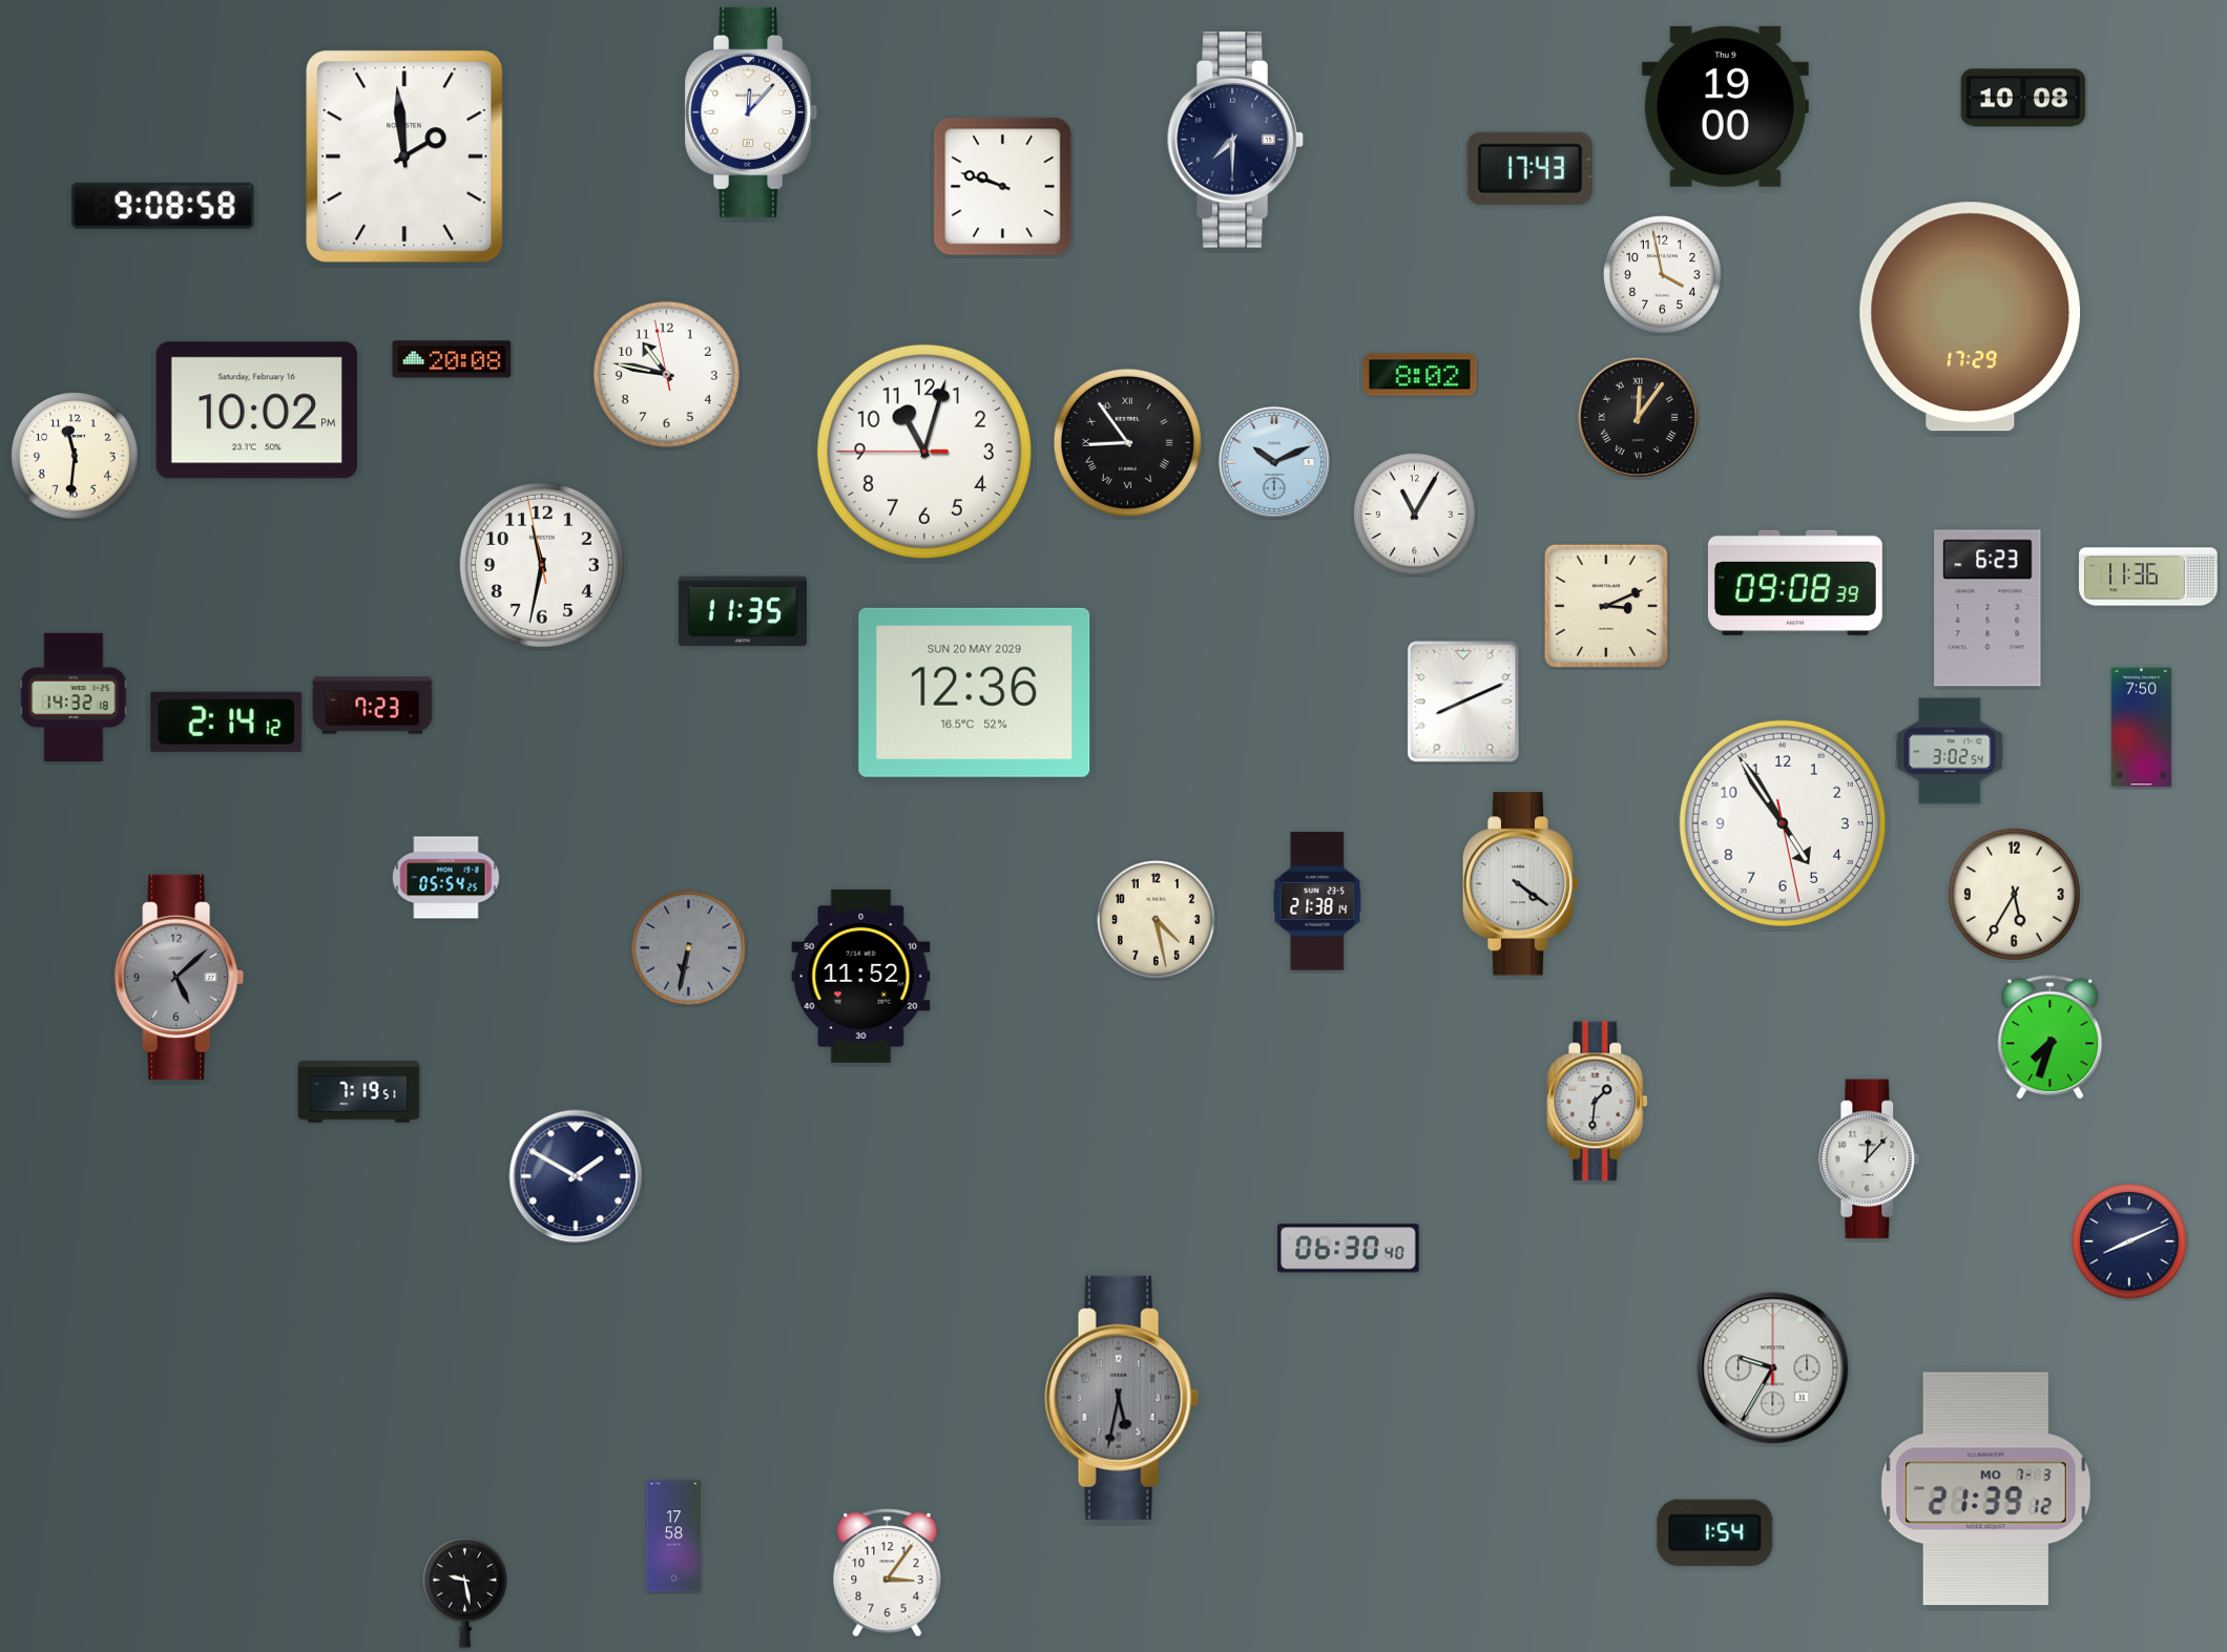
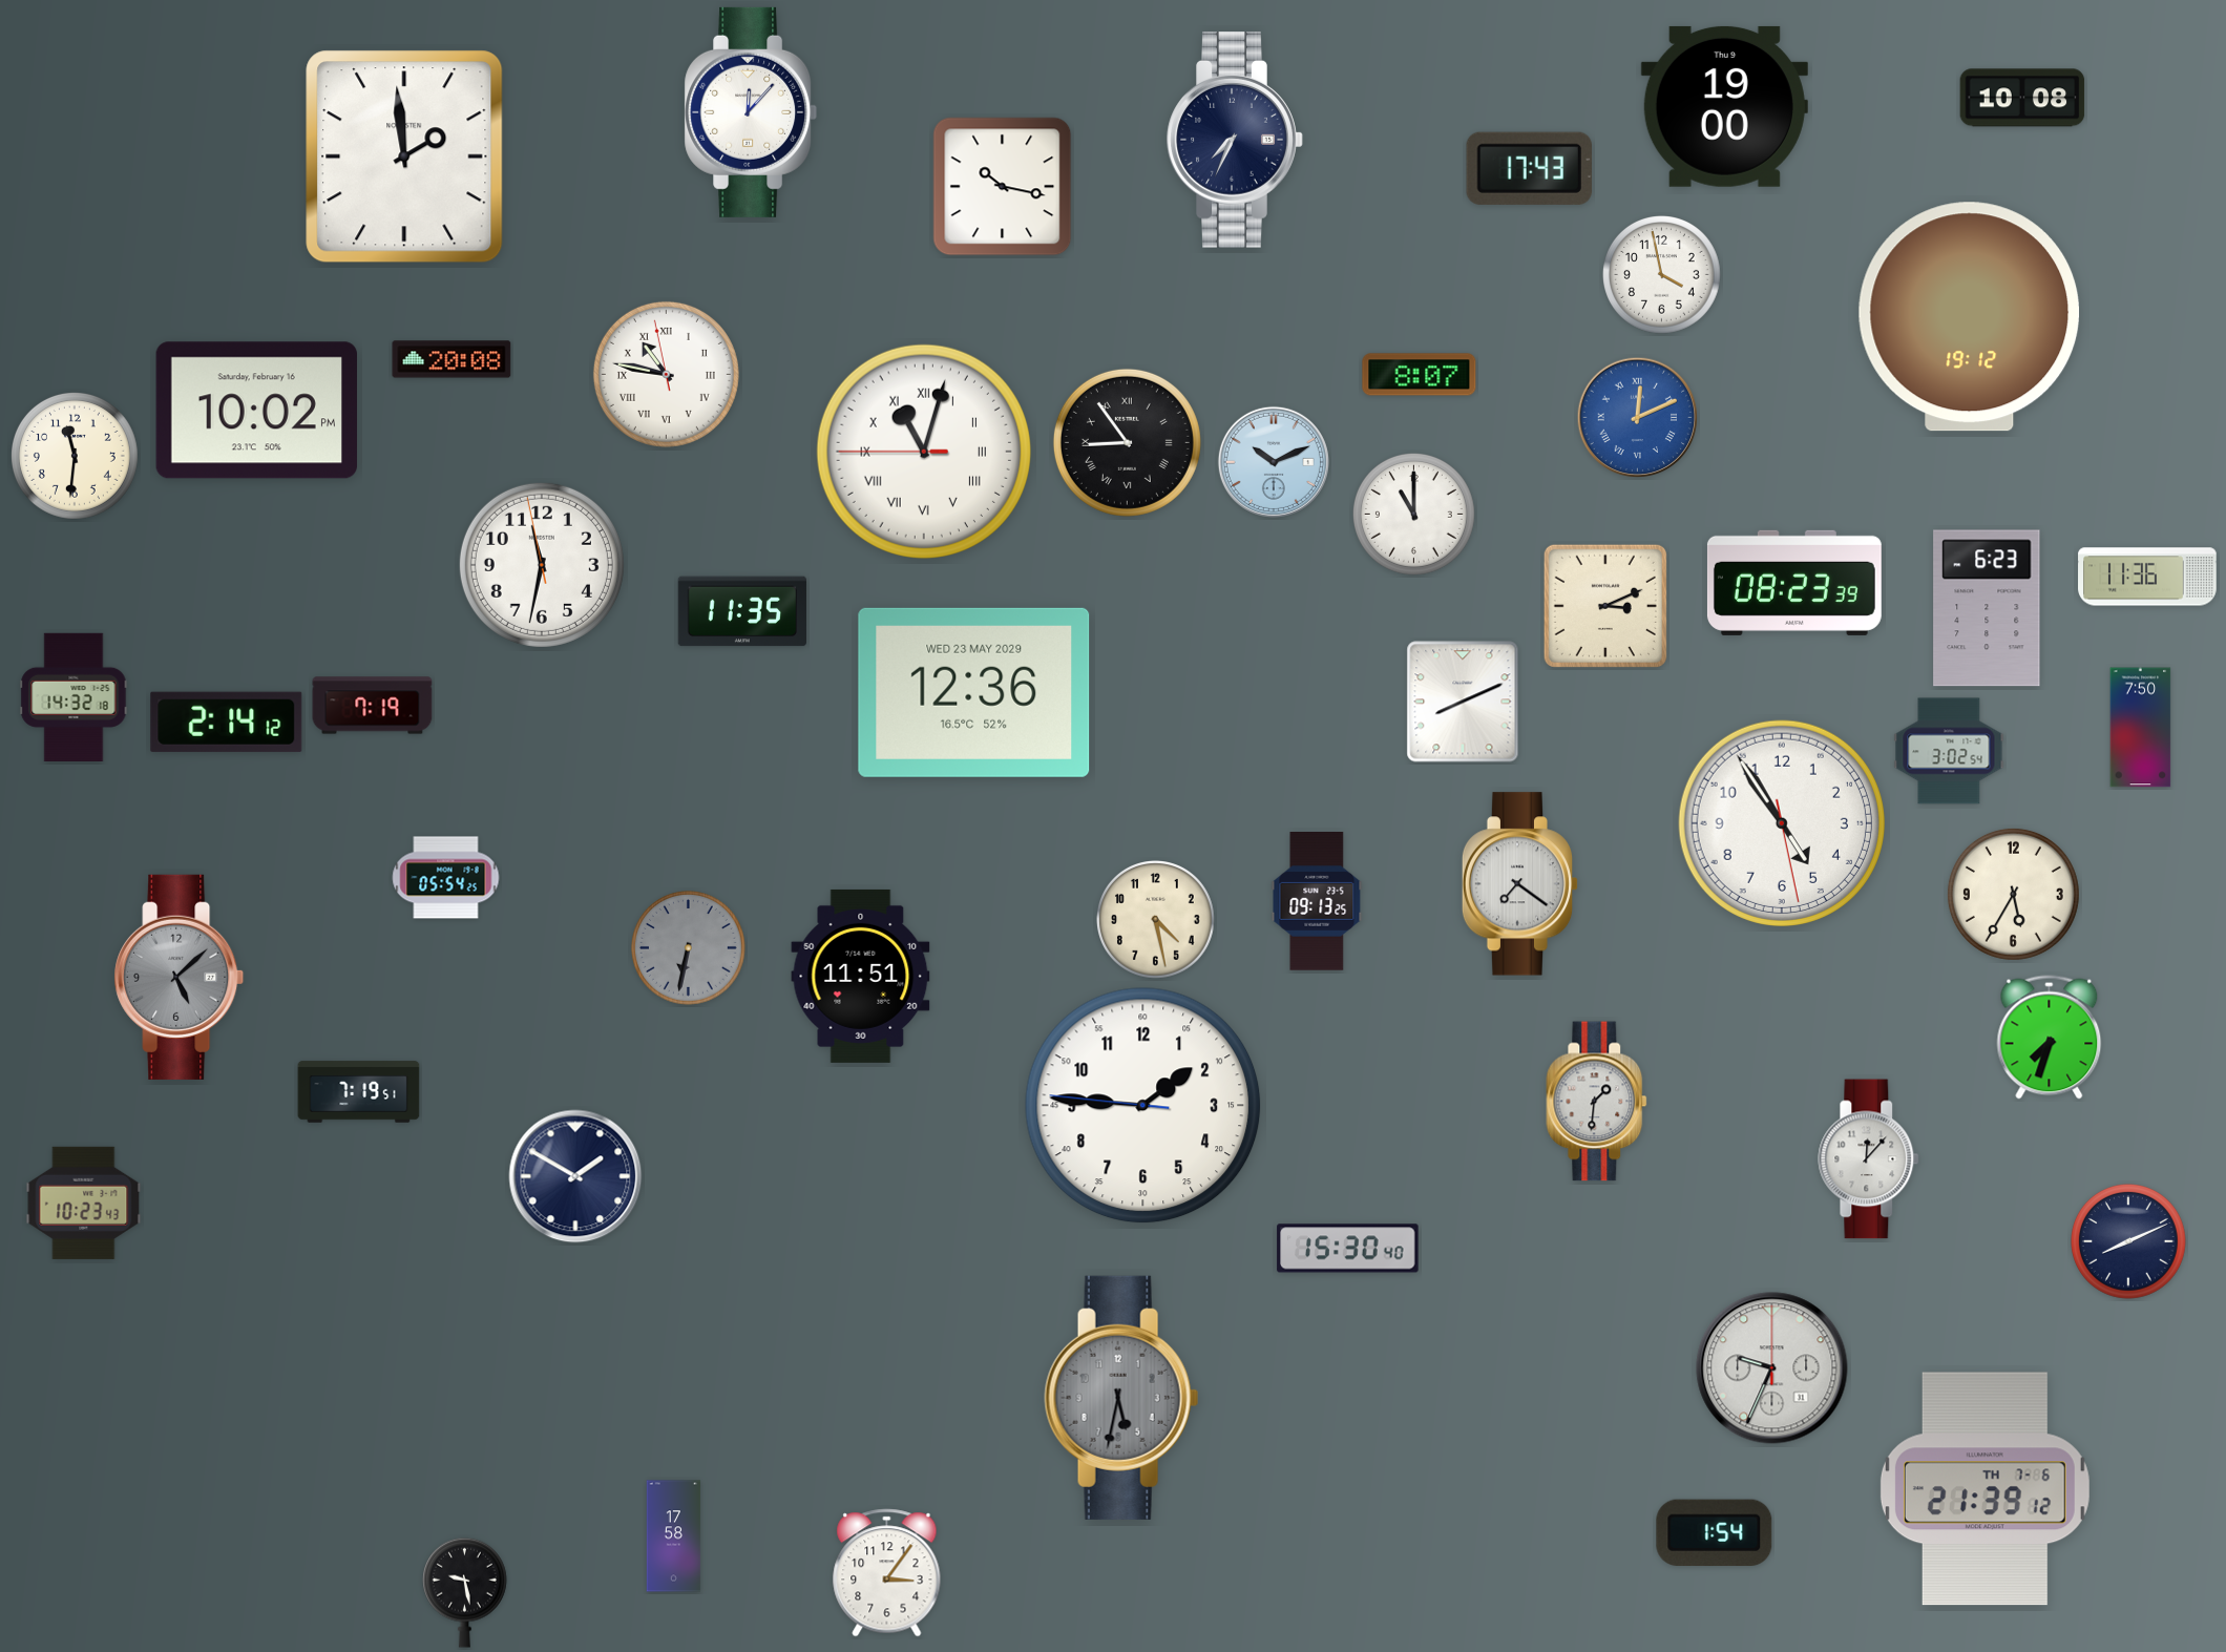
clock at (1235, 141): 7:30 -> 7:34
clock at (1003, 187): 9:48 -> 10:17
clock at (163, 206): 9:08 -> none
clock at (1971, 317): 17:29 -> 19:12
clock at (666, 374) numerals: Arabic -> Roman
clock at (1420, 375): 8:02 -> 8:07
clock at (1639, 418): 12:06 -> 12:11
clock at (1639, 418) dial: black -> blue
clock at (924, 452) numerals: Arabic -> Roman
clock at (1414, 514): 11:05 -> 11:00
clock at (1795, 583): 09:08 -> 08:23
clock at (975, 692) date: SUN 20 MAY 2029 -> WED 23 MAY 2029
clock at (373, 706): 7:23 -> 7:19
clock at (1521, 884): 4:21 -> 7:21
clock at (1317, 902): 21:38 -> 09:13
clock at (861, 976): 11:52 -> 11:51
clock at (1143, 1106): none -> 1:45
clock at (84, 1203): none -> 10:23
clock at (1349, 1249): 06:30 -> 15:30
clock at (1773, 1368): 9:35 -> 9:34
clock at (1985, 1489) date: MO 7-3 -> TH 7-6
